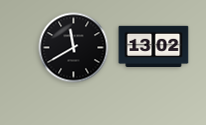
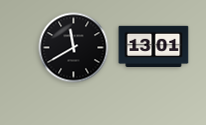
clock at (154, 47): 13:02 -> 13:01
